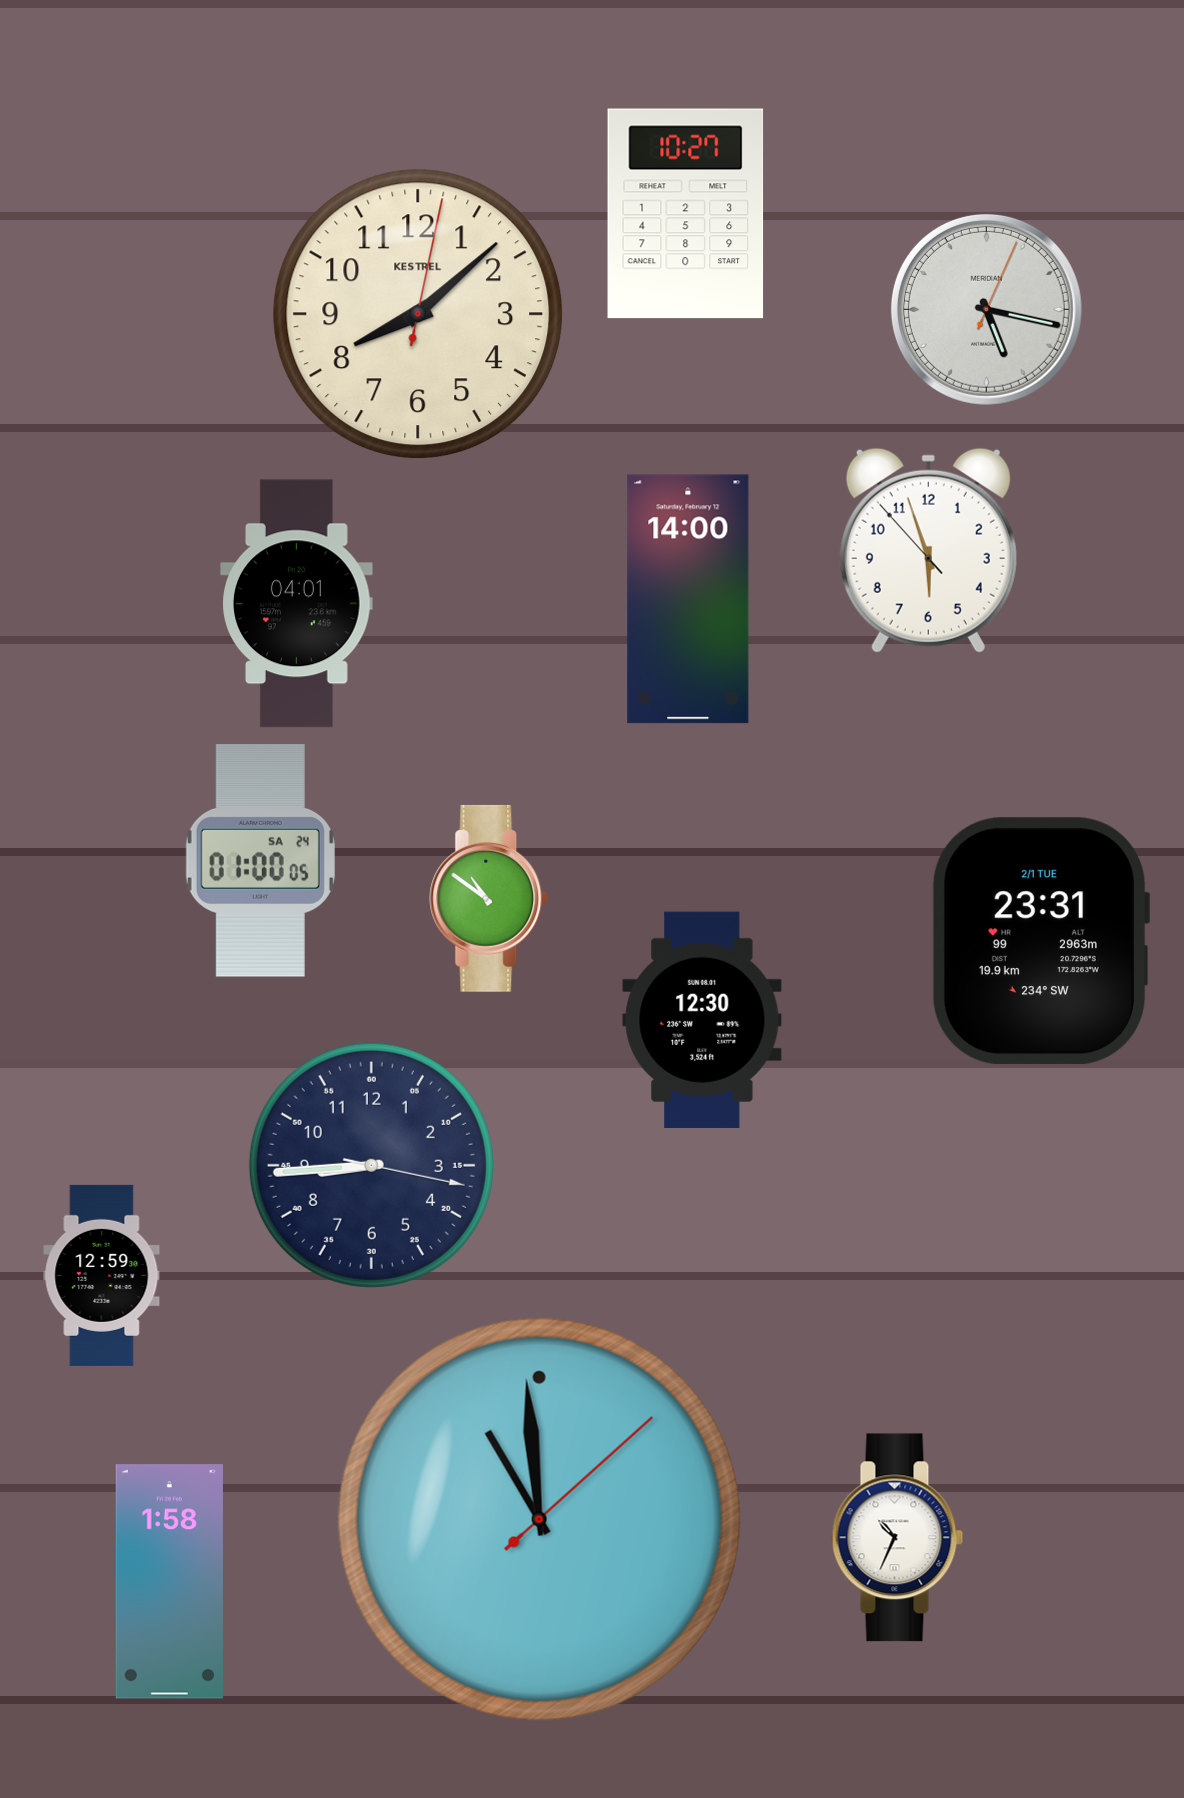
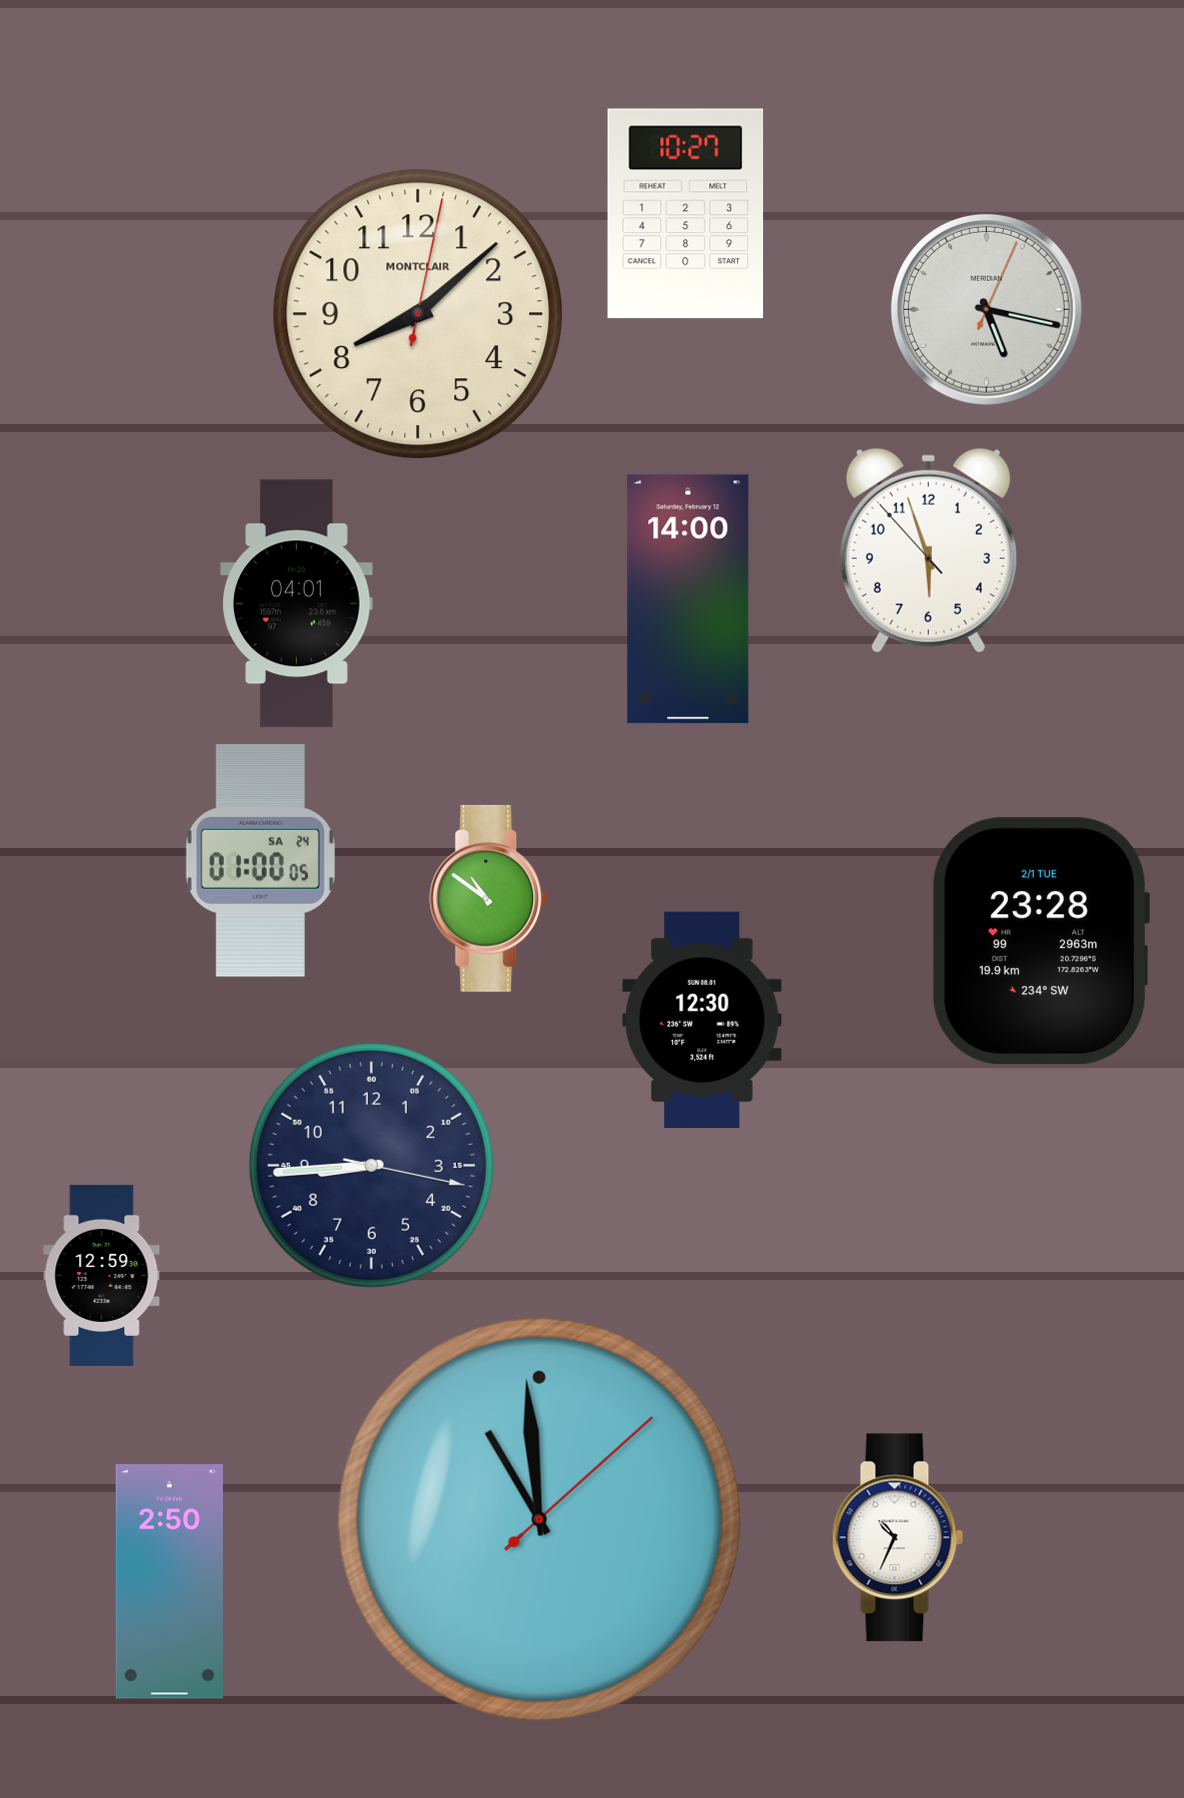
clock at (418, 314) brand: KESTREL -> MONTCLAIR
clock at (1040, 941): 23:31 -> 23:28
clock at (169, 1582): 1:58 -> 2:50
